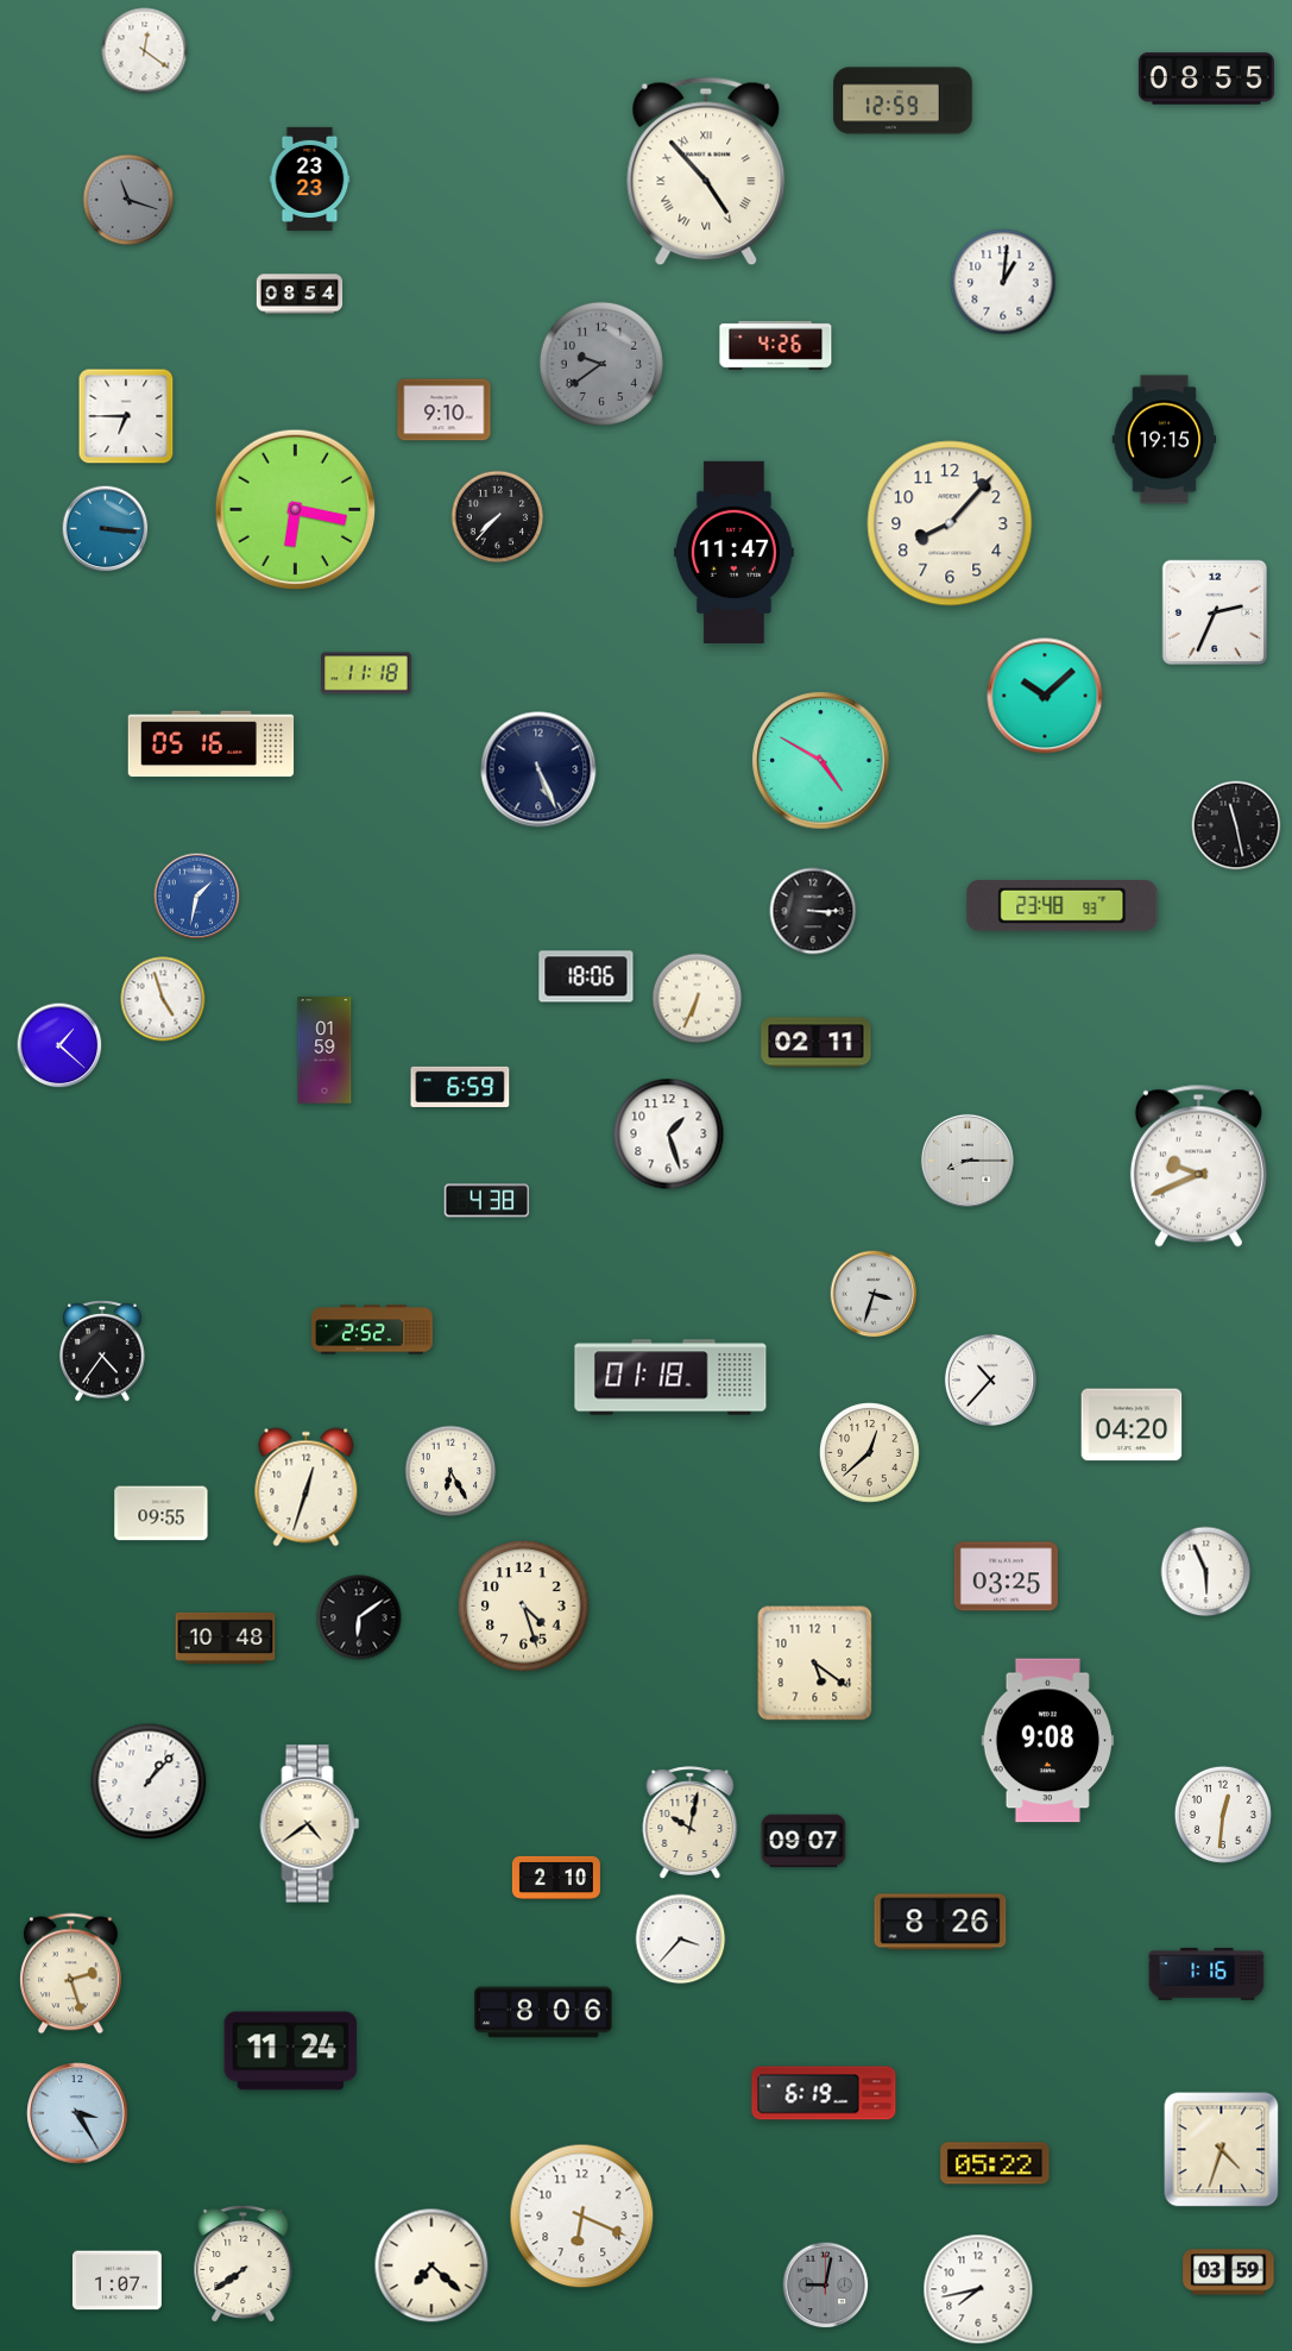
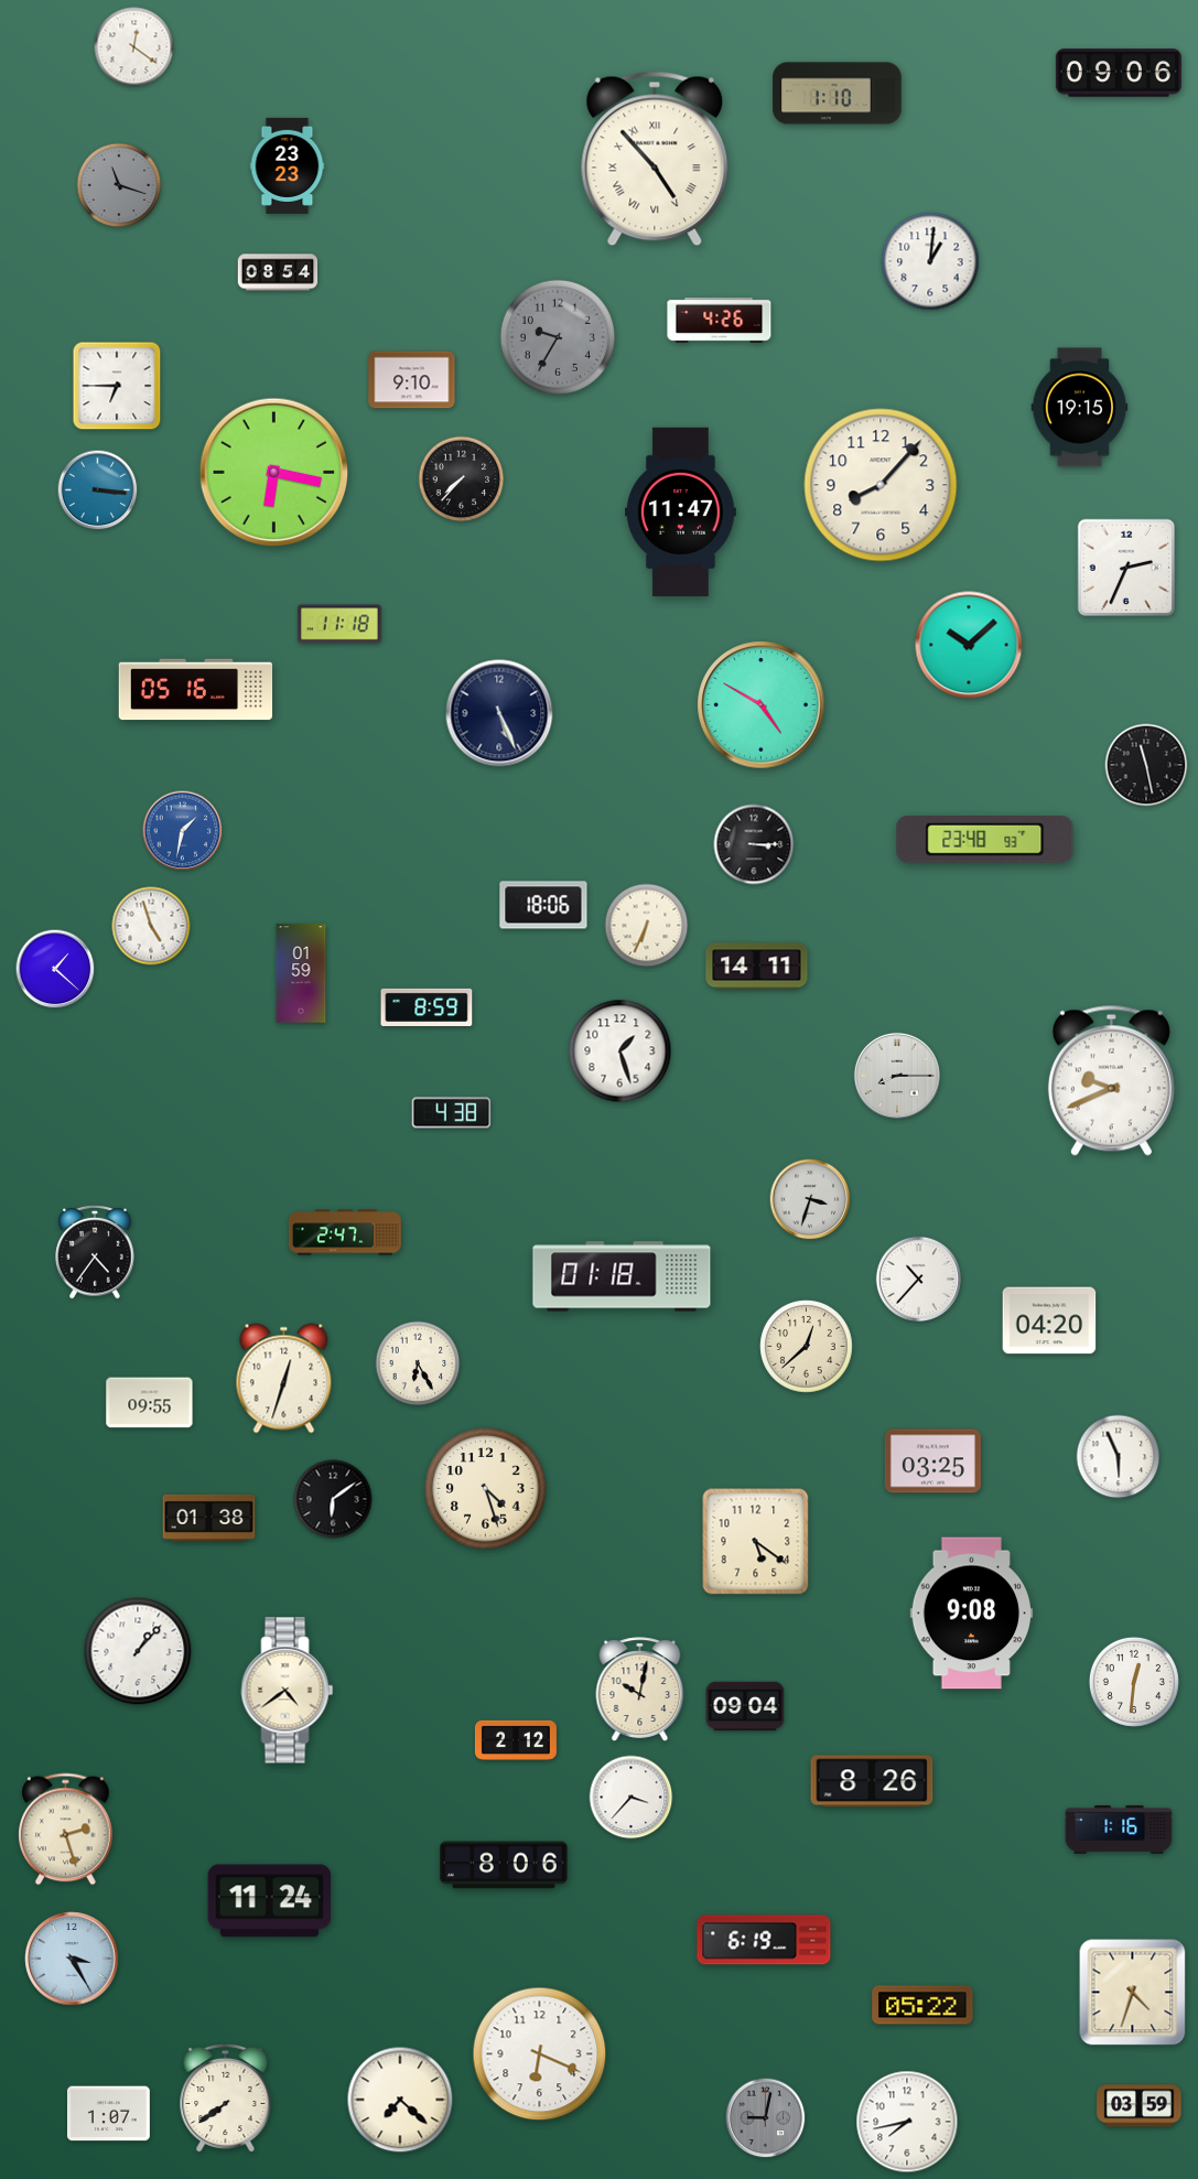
clock at (1206, 78): 08:55 -> 09:06
clock at (903, 101): 12:59 -> 1:10
clock at (601, 364): 9:39 -> 9:35
clock at (817, 1043): 02:11 -> 14:11
clock at (460, 1087): 6:59 -> 8:59
clock at (372, 1329): 2:52 -> 2:47
clock at (226, 1637): 10:48 -> 01:38
clock at (803, 1841): 09:07 -> 09:04
clock at (556, 1878): 2:10 -> 2:12
